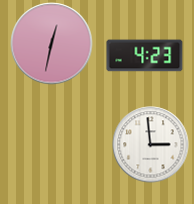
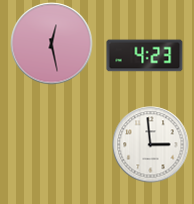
clock at (52, 44): 12:32 -> 12:28
